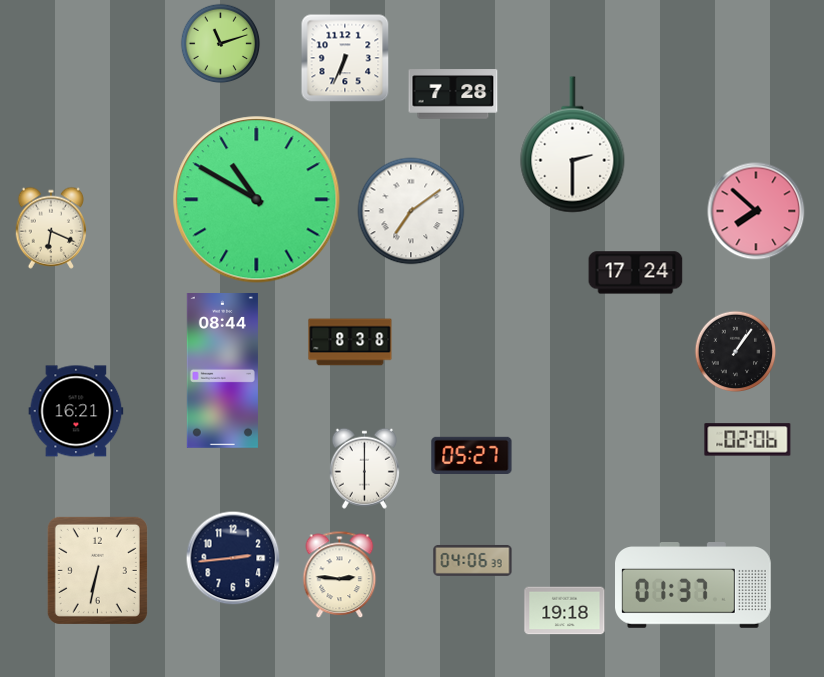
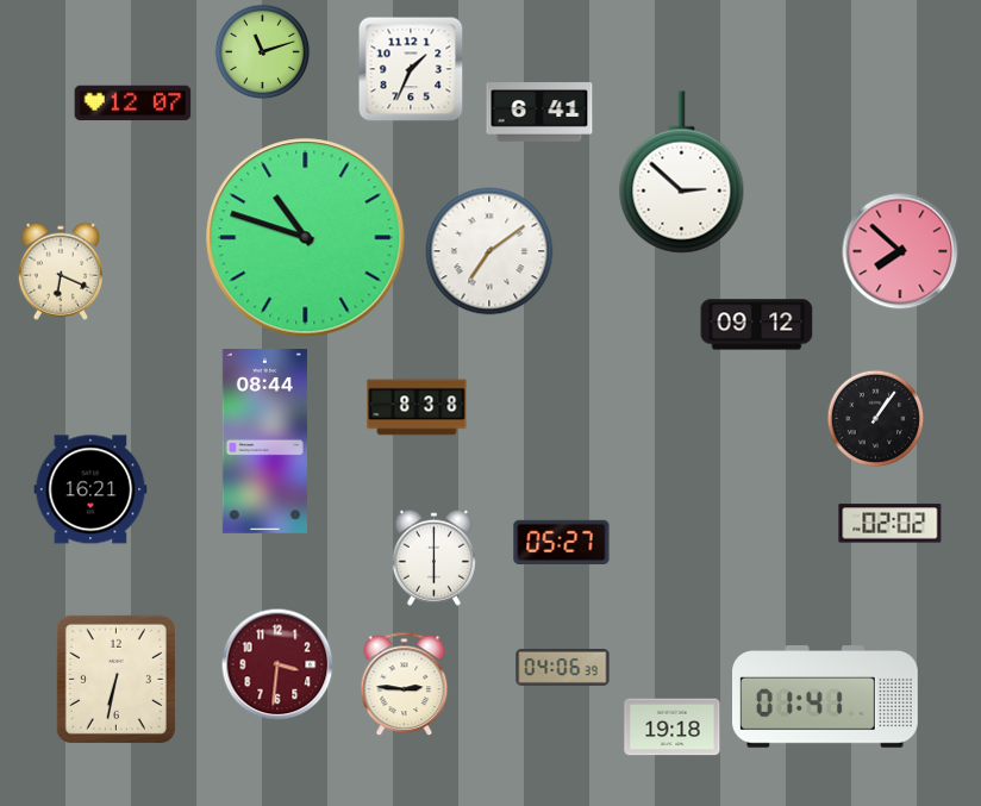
clock at (345, 58): 6:34 -> 1:34
clock at (133, 104): none -> 12:07
clock at (453, 94): 7:28 -> 6:41
clock at (573, 145): 2:30 -> 2:52
clock at (257, 200): 10:50 -> 10:48
clock at (636, 273): 17:24 -> 09:12
clock at (748, 440): 02:06 -> 02:02
clock at (233, 558): 2:44 -> 3:31
clock at (233, 558) dial: navy -> burgundy
clock at (694, 586): 01:37 -> 01:41
